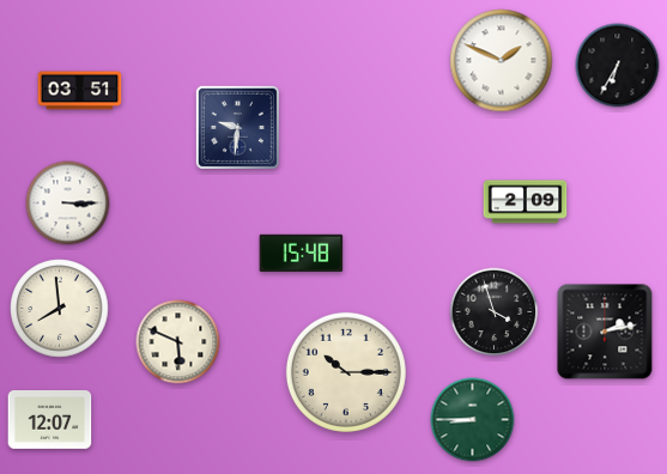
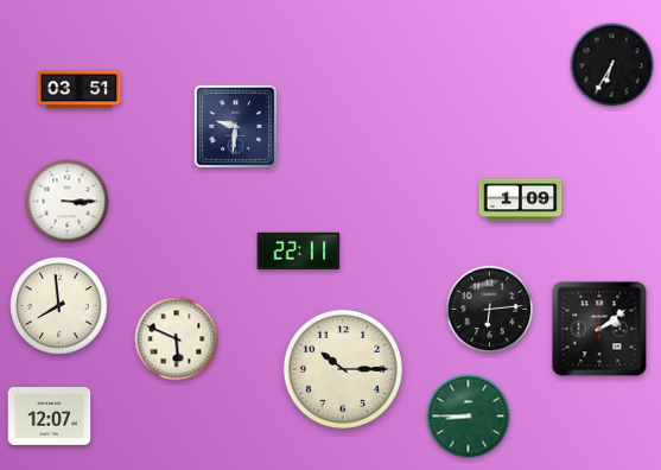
clock at (502, 61): 1:49 -> none
clock at (526, 202): 2:09 -> 1:09
clock at (302, 253): 15:48 -> 22:11
clock at (495, 312): 3:57 -> 6:14
clock at (605, 332): 2:13 -> 2:09
